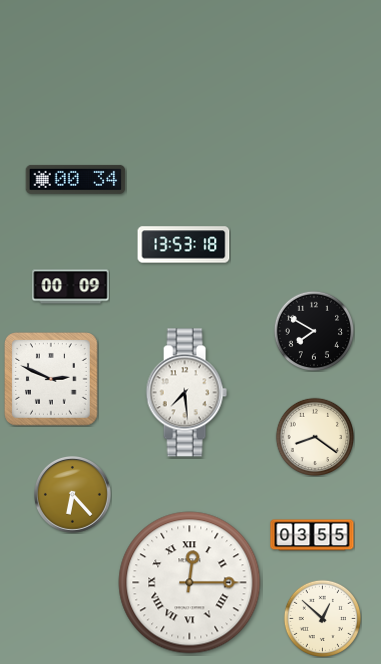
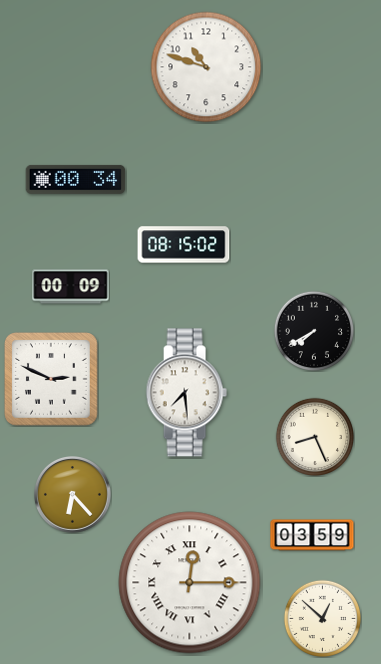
clock at (206, 67): none -> 10:48
clock at (184, 245): 13:53 -> 08:15
clock at (314, 331): 7:50 -> 7:40
clock at (314, 436): 8:21 -> 8:26
clock at (312, 535): 03:55 -> 03:59
